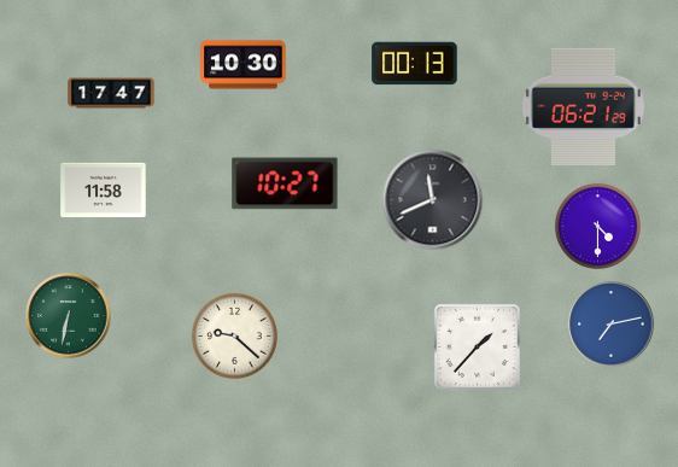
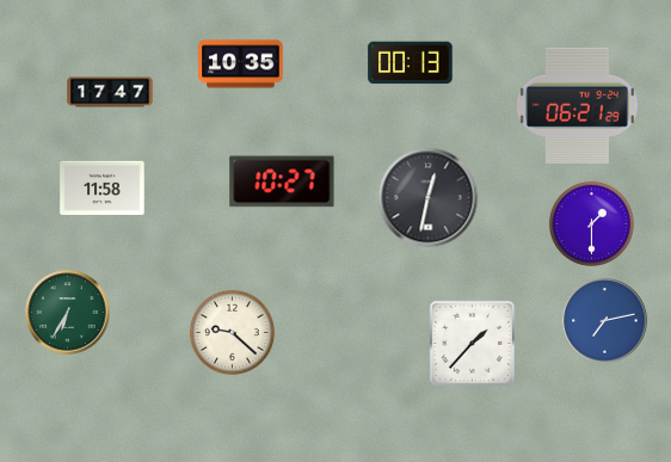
clock at (244, 65): 10:30 -> 10:35
clock at (433, 200): 11:41 -> 12:32
clock at (597, 226): 4:30 -> 1:30
clock at (69, 316): 6:32 -> 6:35
